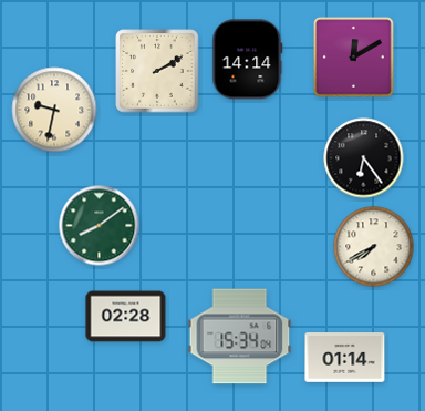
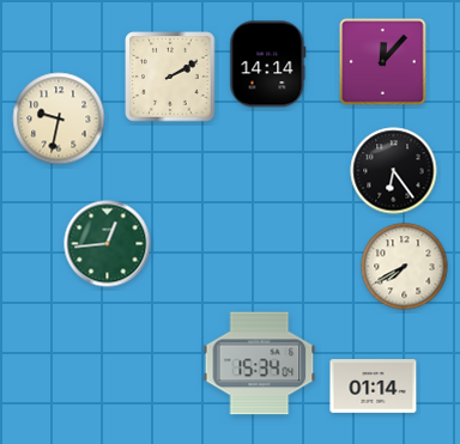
clock at (354, 58): 12:10 -> 12:07
clock at (100, 226): 8:09 -> 12:44
clock at (126, 317): 02:28 -> none
